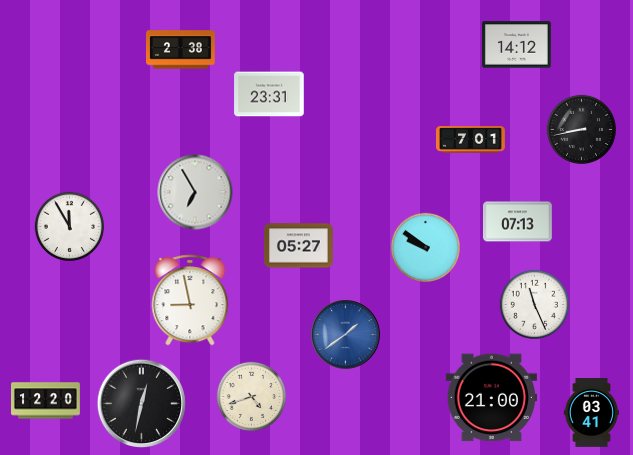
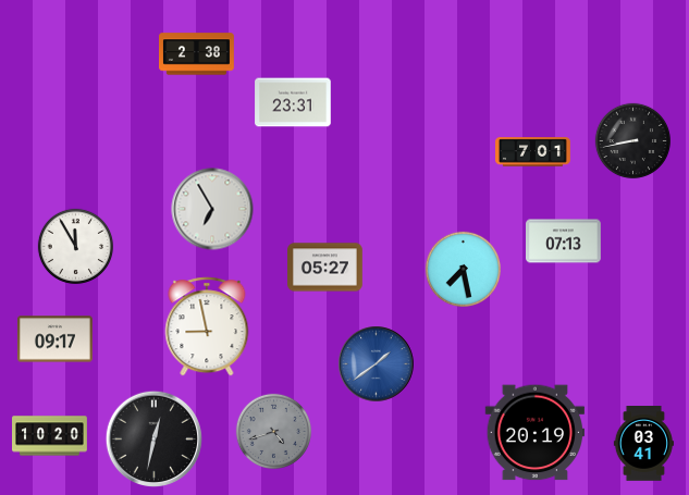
clock at (517, 45): 14:12 -> none
clock at (471, 140) position: (471, 140) -> (533, 152)
clock at (425, 247): 9:51 -> 7:28
clock at (534, 304): 11:26 -> none
clock at (56, 339): none -> 09:17
clock at (251, 396) dial: cream -> grey
clock at (491, 398): 21:00 -> 20:19
clock at (46, 401): 12:20 -> 10:20
clock at (591, 413) position: (591, 413) -> (643, 444)
